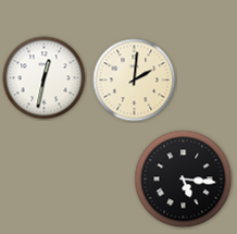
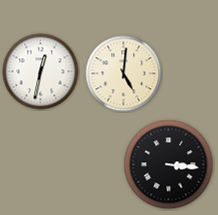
clock at (135, 81): 2:01 -> 5:01
clock at (184, 180): 5:16 -> 3:16
